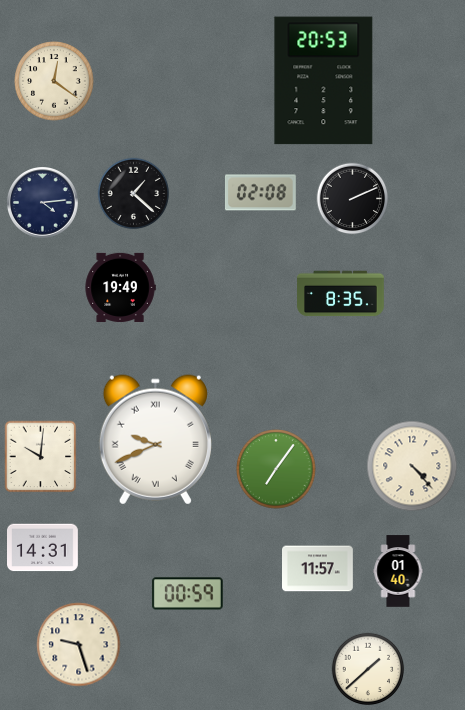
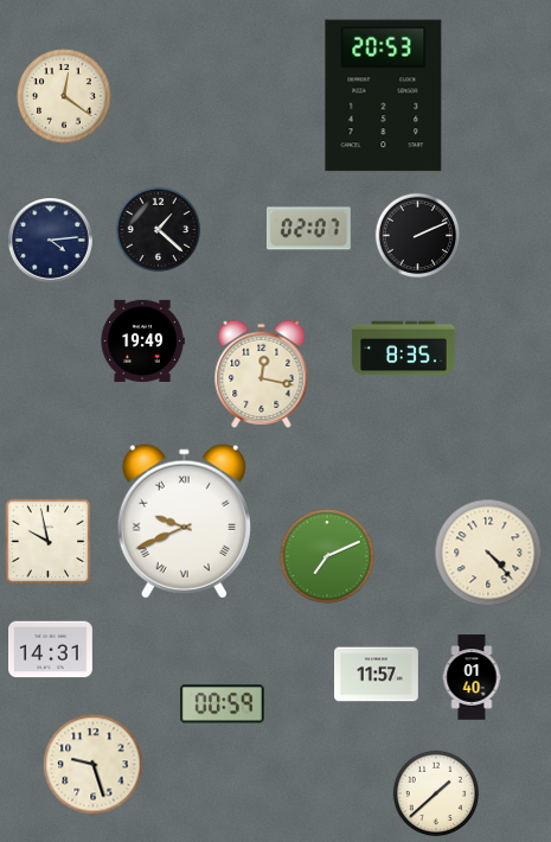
clock at (260, 193): 02:08 -> 02:07
clock at (262, 374): none -> 12:17
clock at (41, 457): 10:01 -> 9:58
clock at (276, 469): 7:06 -> 7:11
